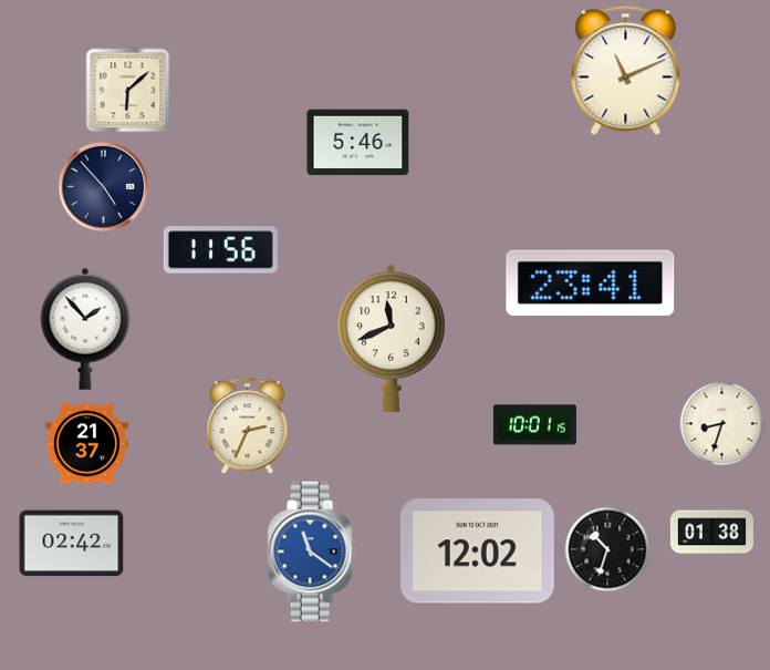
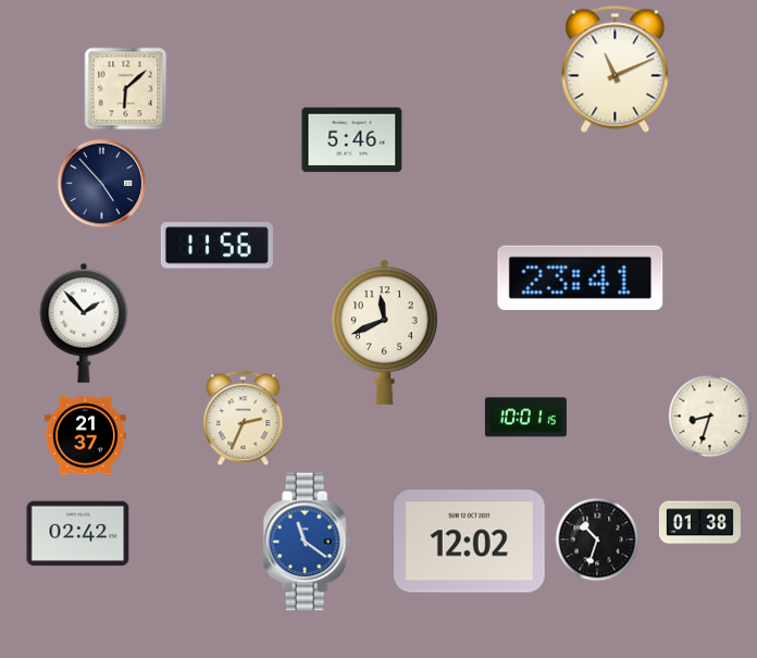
clock at (72, 544) position: (72, 544) -> (78, 534)
